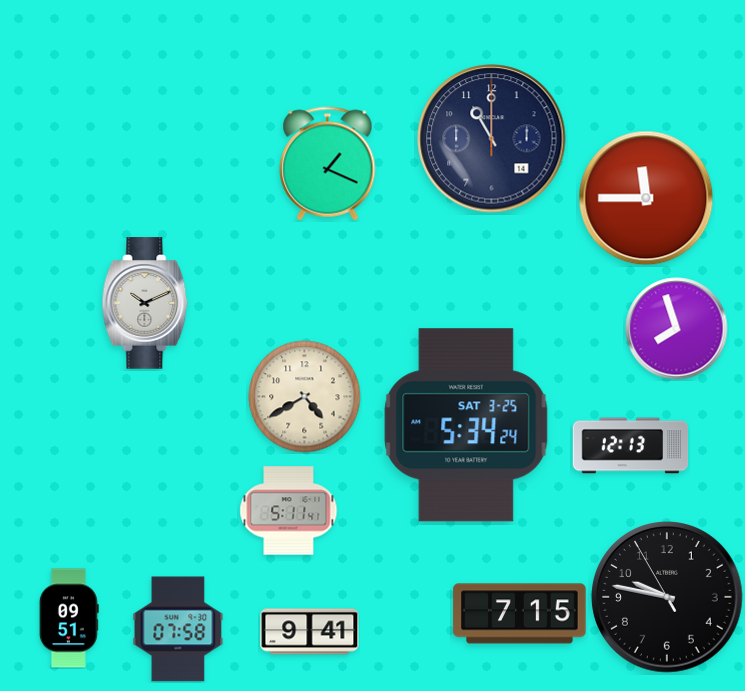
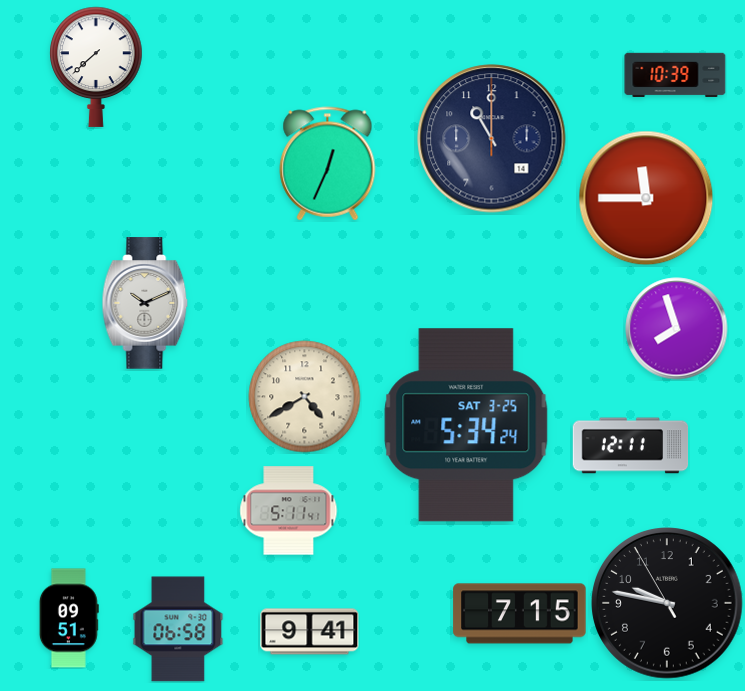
clock at (96, 67): none -> 7:38
clock at (675, 75): none -> 10:39
clock at (328, 164): 1:19 -> 12:34
clock at (631, 446): 12:13 -> 12:11
clock at (667, 597) position: (667, 597) -> (667, 603)
clock at (178, 629): 07:58 -> 06:58
